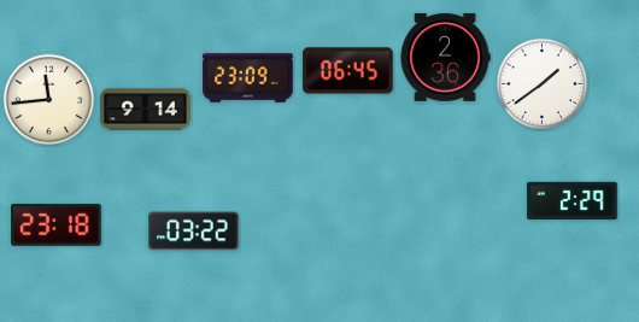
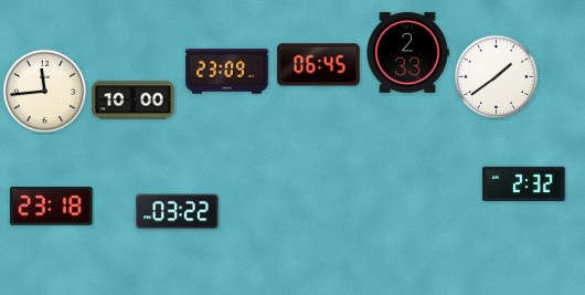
clock at (445, 58): 2:36 -> 2:33
clock at (146, 110): 9:14 -> 10:00
clock at (573, 200): 2:29 -> 2:32
